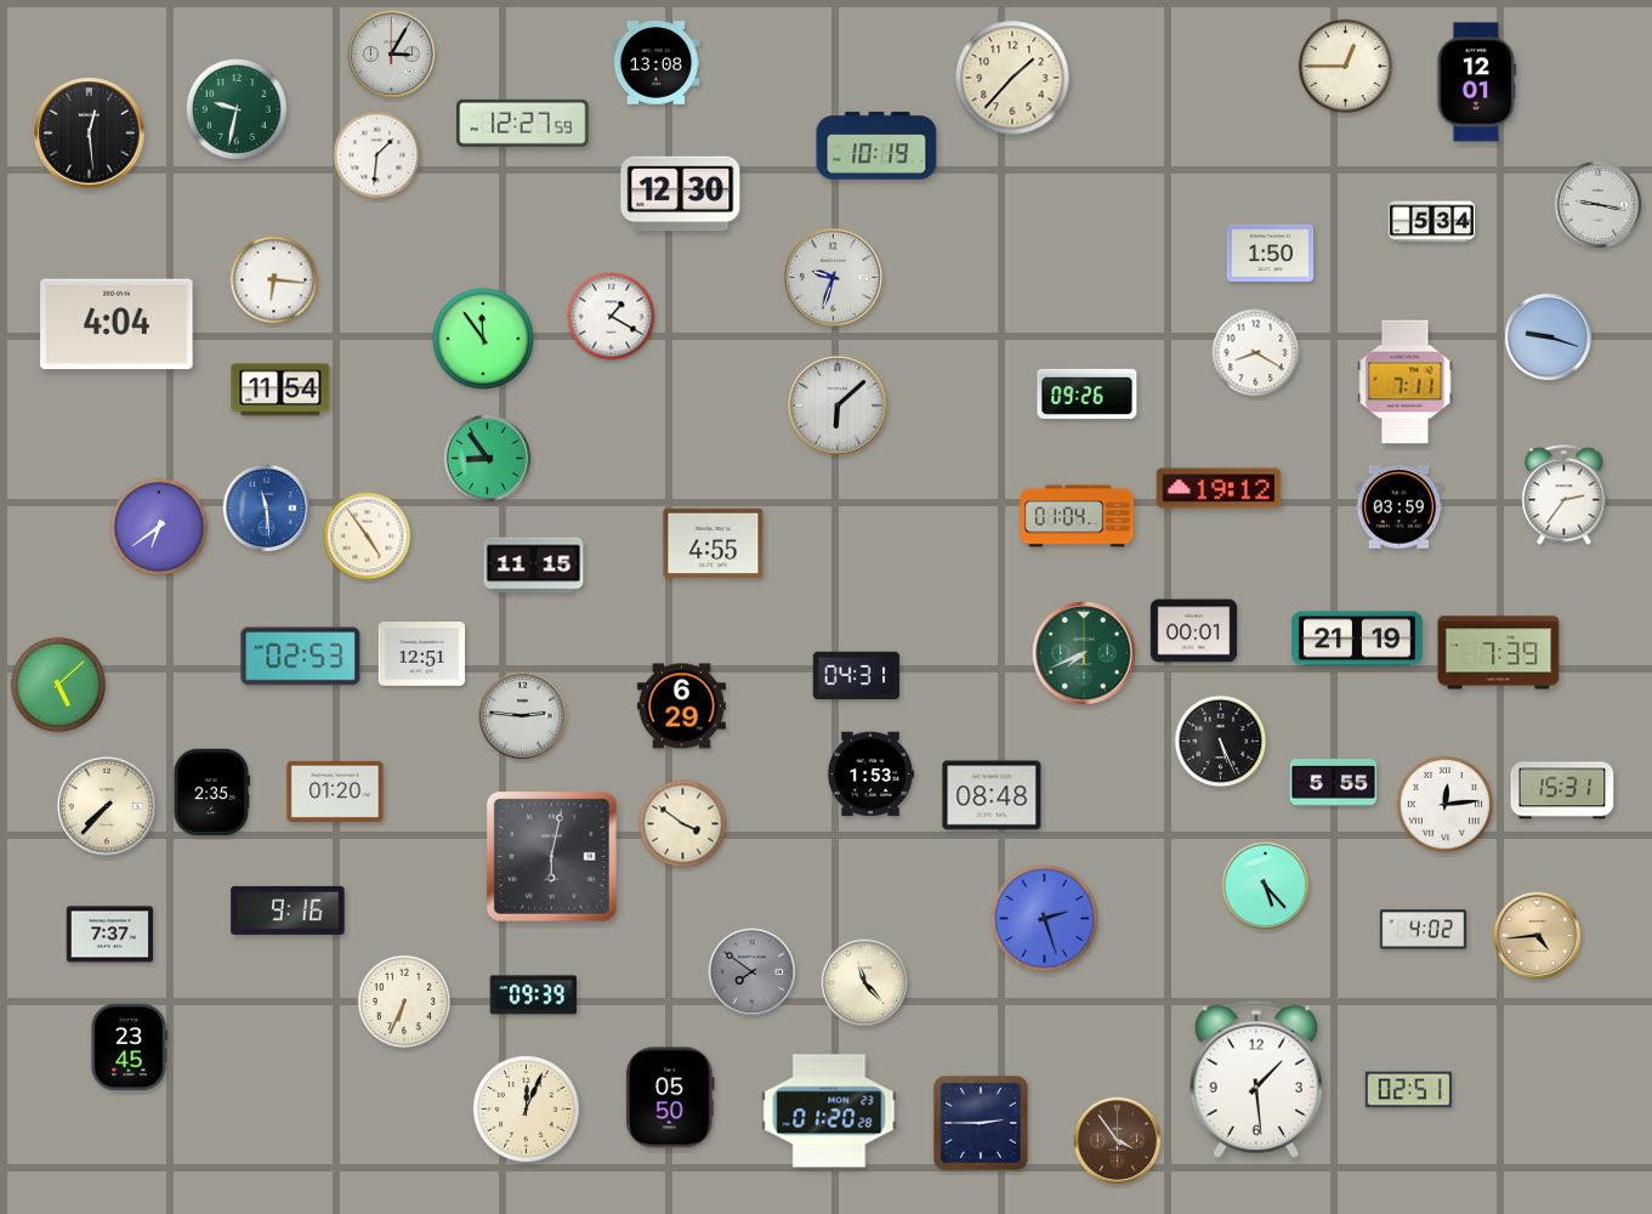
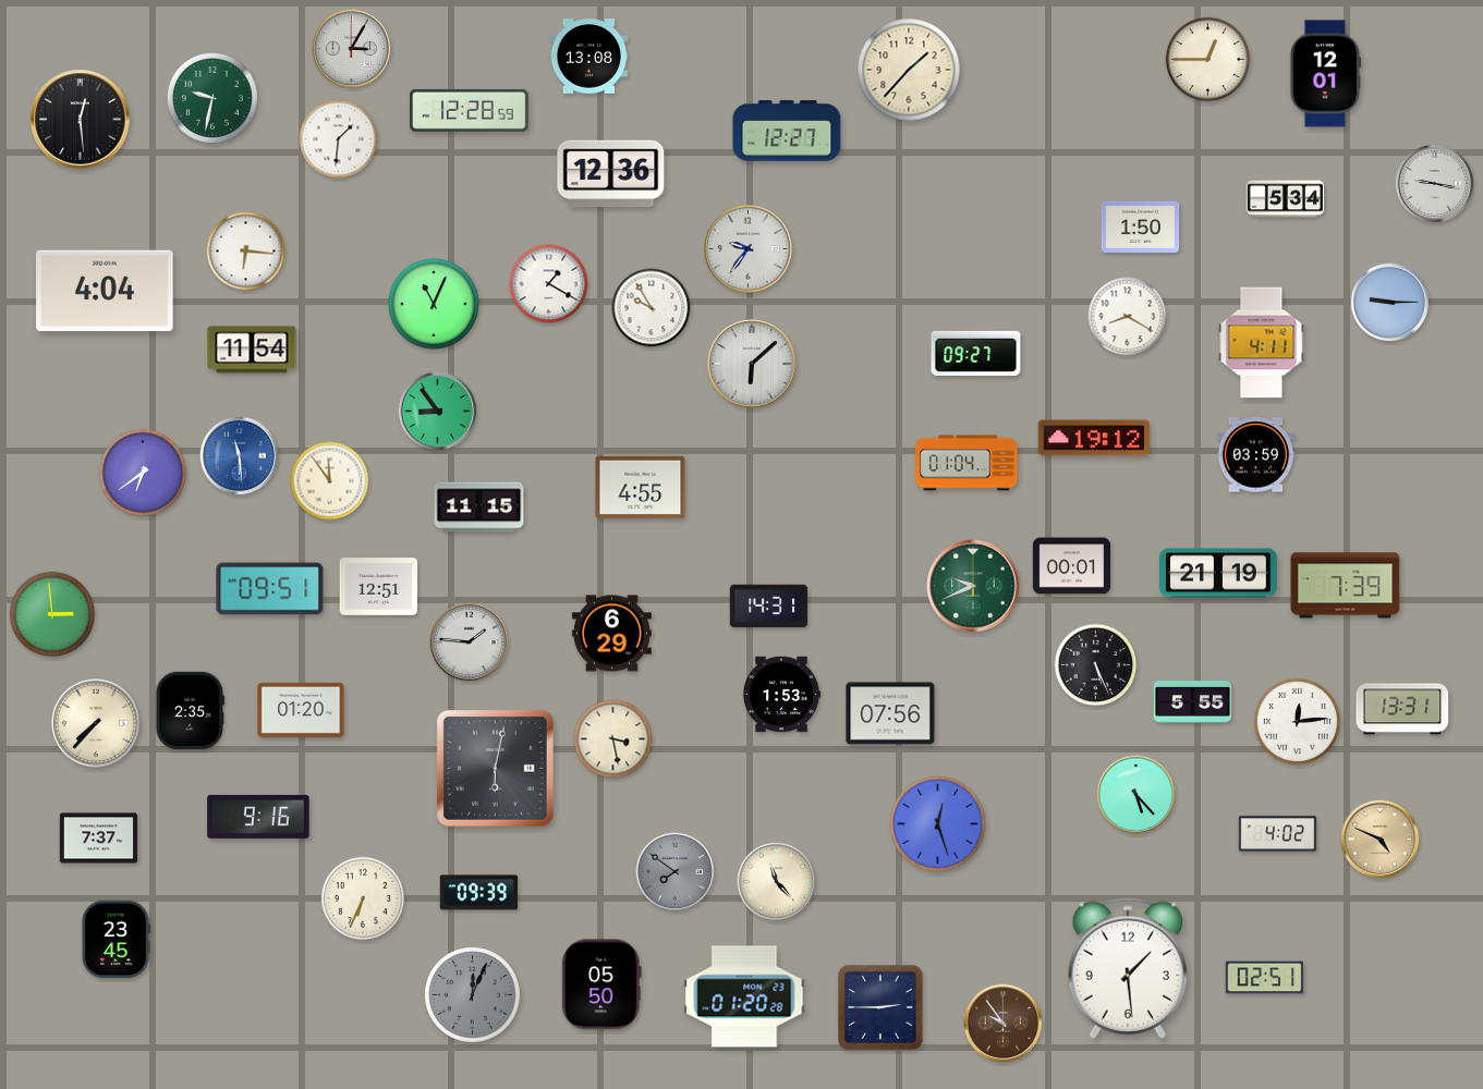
clock at (523, 123): 12:27 -> 12:28
clock at (876, 146): 10:19 -> 12:27
clock at (681, 194): 12:30 -> 12:36
clock at (833, 277): 9:33 -> 9:36
clock at (1549, 337): 9:18 -> 9:15
clock at (483, 339): 11:54 -> 11:04
clock at (652, 308): none -> 9:55
clock at (1406, 382): 7:11 -> 4:11
clock at (1088, 393): 09:26 -> 09:27
clock at (1565, 495): 2:36 -> none
clock at (368, 537): 4:54 -> 11:54
clock at (1084, 653): 7:41 -> 9:41
clock at (301, 657): 02:53 -> 09:51
clock at (857, 676): 04:31 -> 14:31
clock at (58, 685): 5:08 -> 2:59
clock at (523, 716): 2:46 -> 1:46
clock at (1334, 783) position: (1334, 783) -> (1193, 702)
clock at (1562, 790): 15:31 -> 13:31
clock at (992, 795): 08:48 -> 07:56
clock at (683, 824): 3:51 -> 3:28
clock at (1045, 919): 2:27 -> 12:27
clock at (1538, 936): 4:44 -> 4:49
clock at (527, 1110) dial: cream -> grey
clock at (1118, 1141): 3:54 -> 9:54
